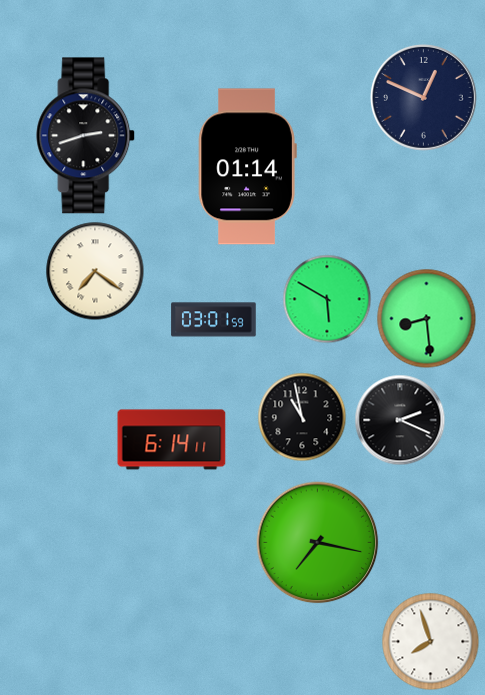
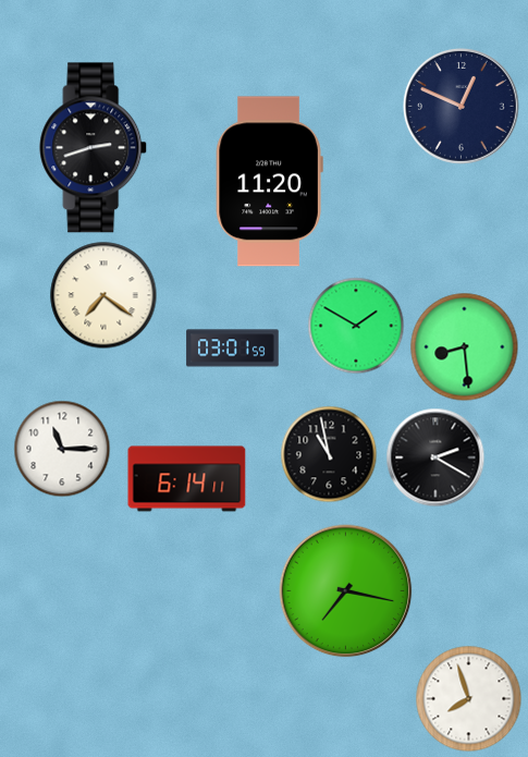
clock at (247, 167): 01:14 -> 11:20
clock at (327, 299): 5:50 -> 1:50
clock at (62, 449): none -> 11:15
clock at (400, 420): 2:19 -> 2:20
